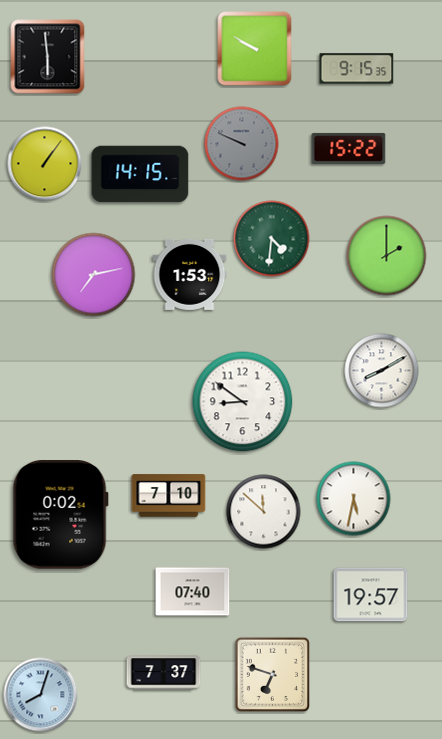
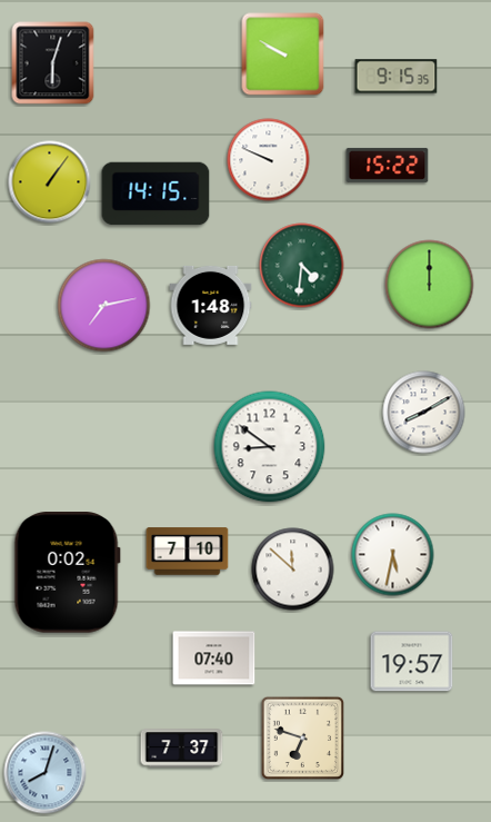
clock at (48, 57): 5:59 -> 6:03
clock at (242, 144) dial: grey -> white
clock at (387, 256): 2:00 -> 12:00
clock at (190, 274): 1:53 -> 1:48
clock at (272, 674) position: (272, 674) -> (302, 737)
